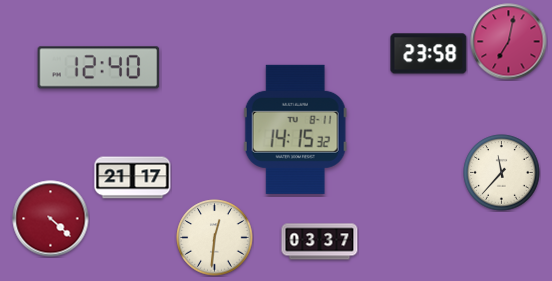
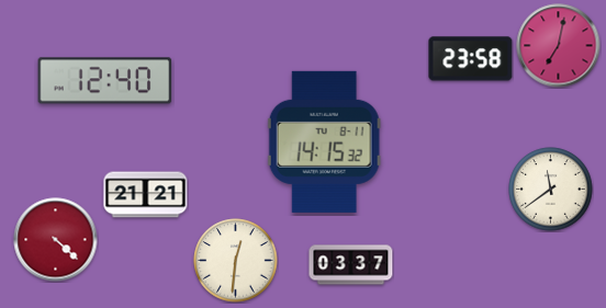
clock at (99, 68) position: (99, 68) -> (105, 81)
clock at (502, 173): 11:37 -> 11:39
clock at (133, 178): 21:17 -> 21:21
